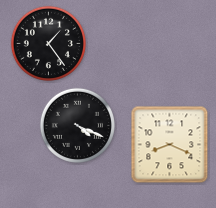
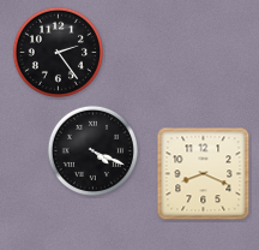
clock at (48, 43): 1:24 -> 2:24
